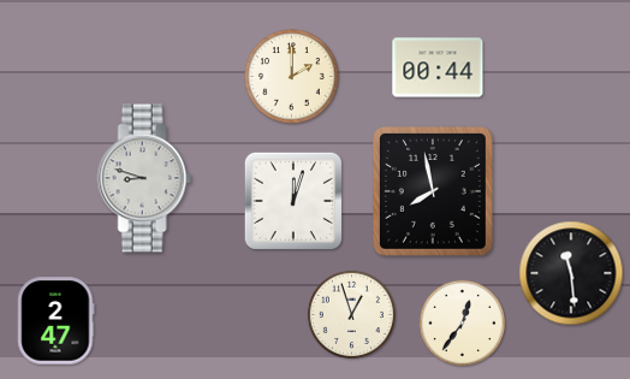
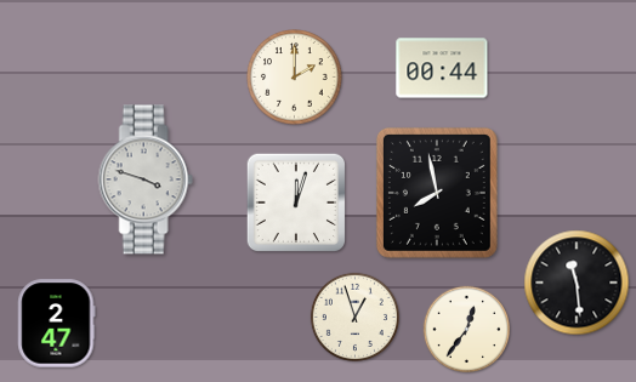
clock at (144, 178): 8:48 -> 3:48
clock at (571, 273) position: (571, 273) -> (577, 283)
clock at (463, 324) position: (463, 324) -> (467, 330)
